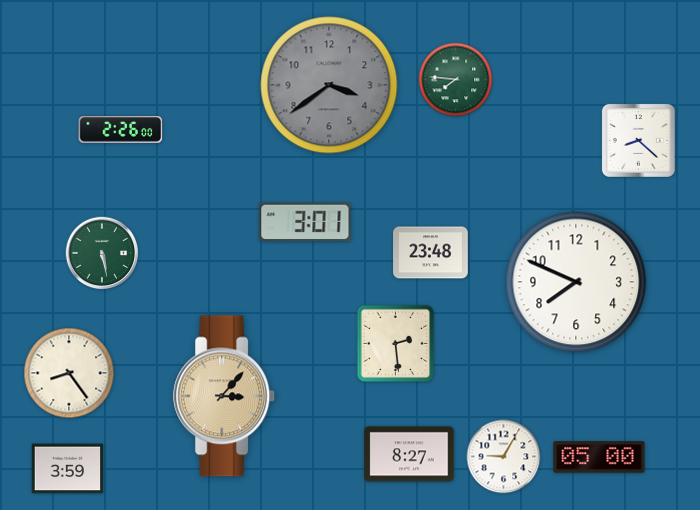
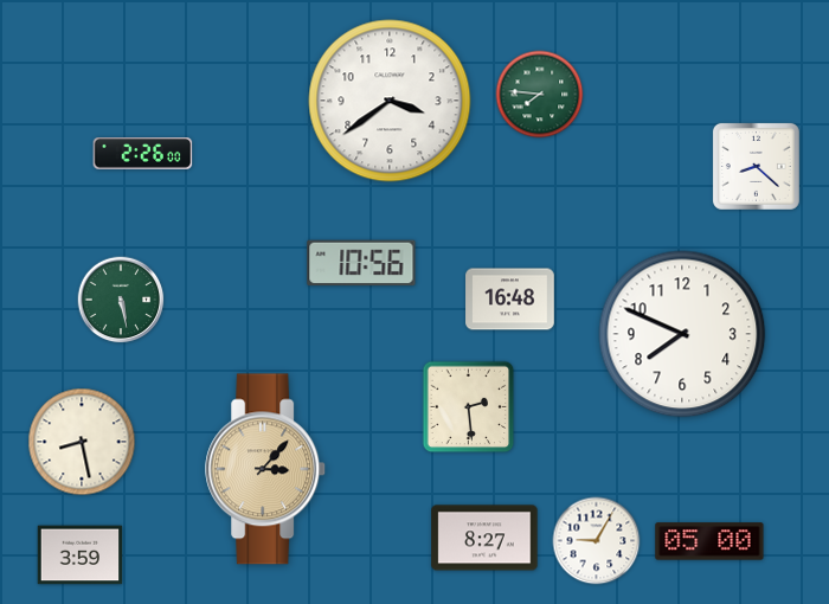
clock at (329, 85) dial: grey -> white
clock at (305, 222): 3:01 -> 10:56
clock at (431, 253): 23:48 -> 16:48
clock at (69, 373): 8:24 -> 8:28
